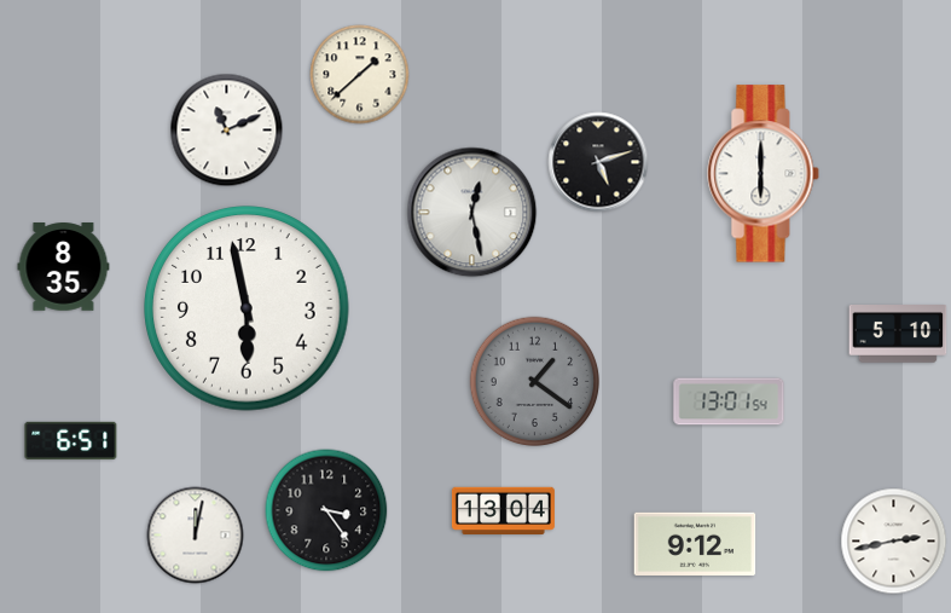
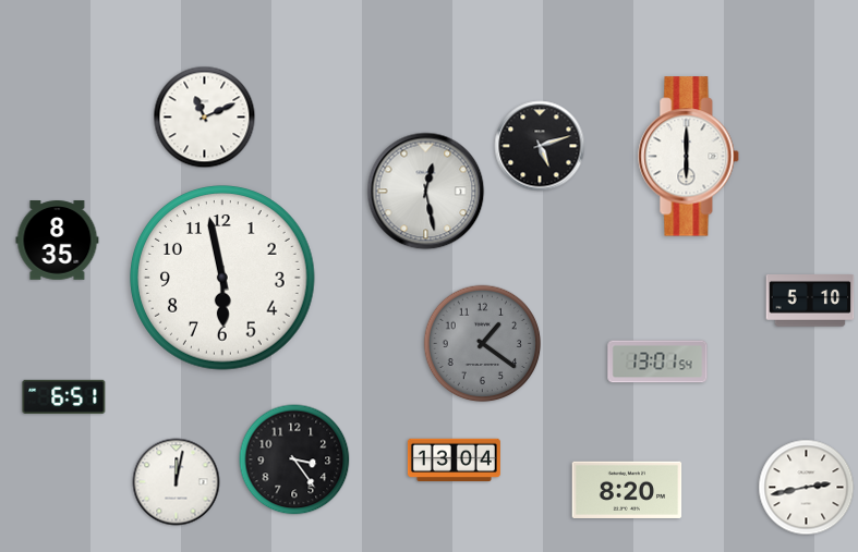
clock at (360, 75): 1:38 -> none
clock at (695, 543): 9:12 -> 8:20
